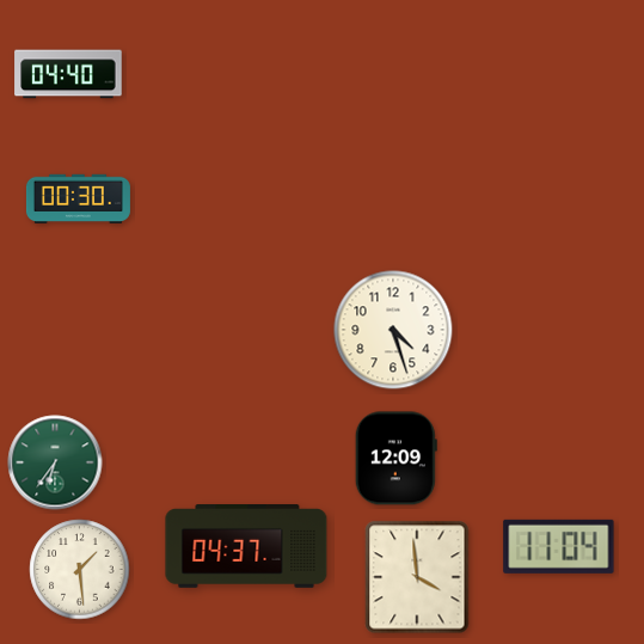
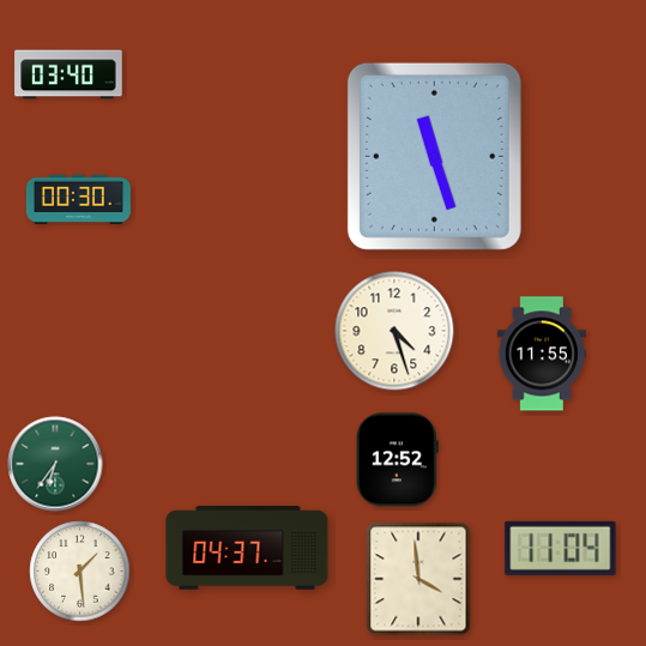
clock at (68, 74): 04:40 -> 03:40
clock at (434, 156): none -> 11:27
clock at (542, 354): none -> 11:55
clock at (395, 459): 12:09 -> 12:52
